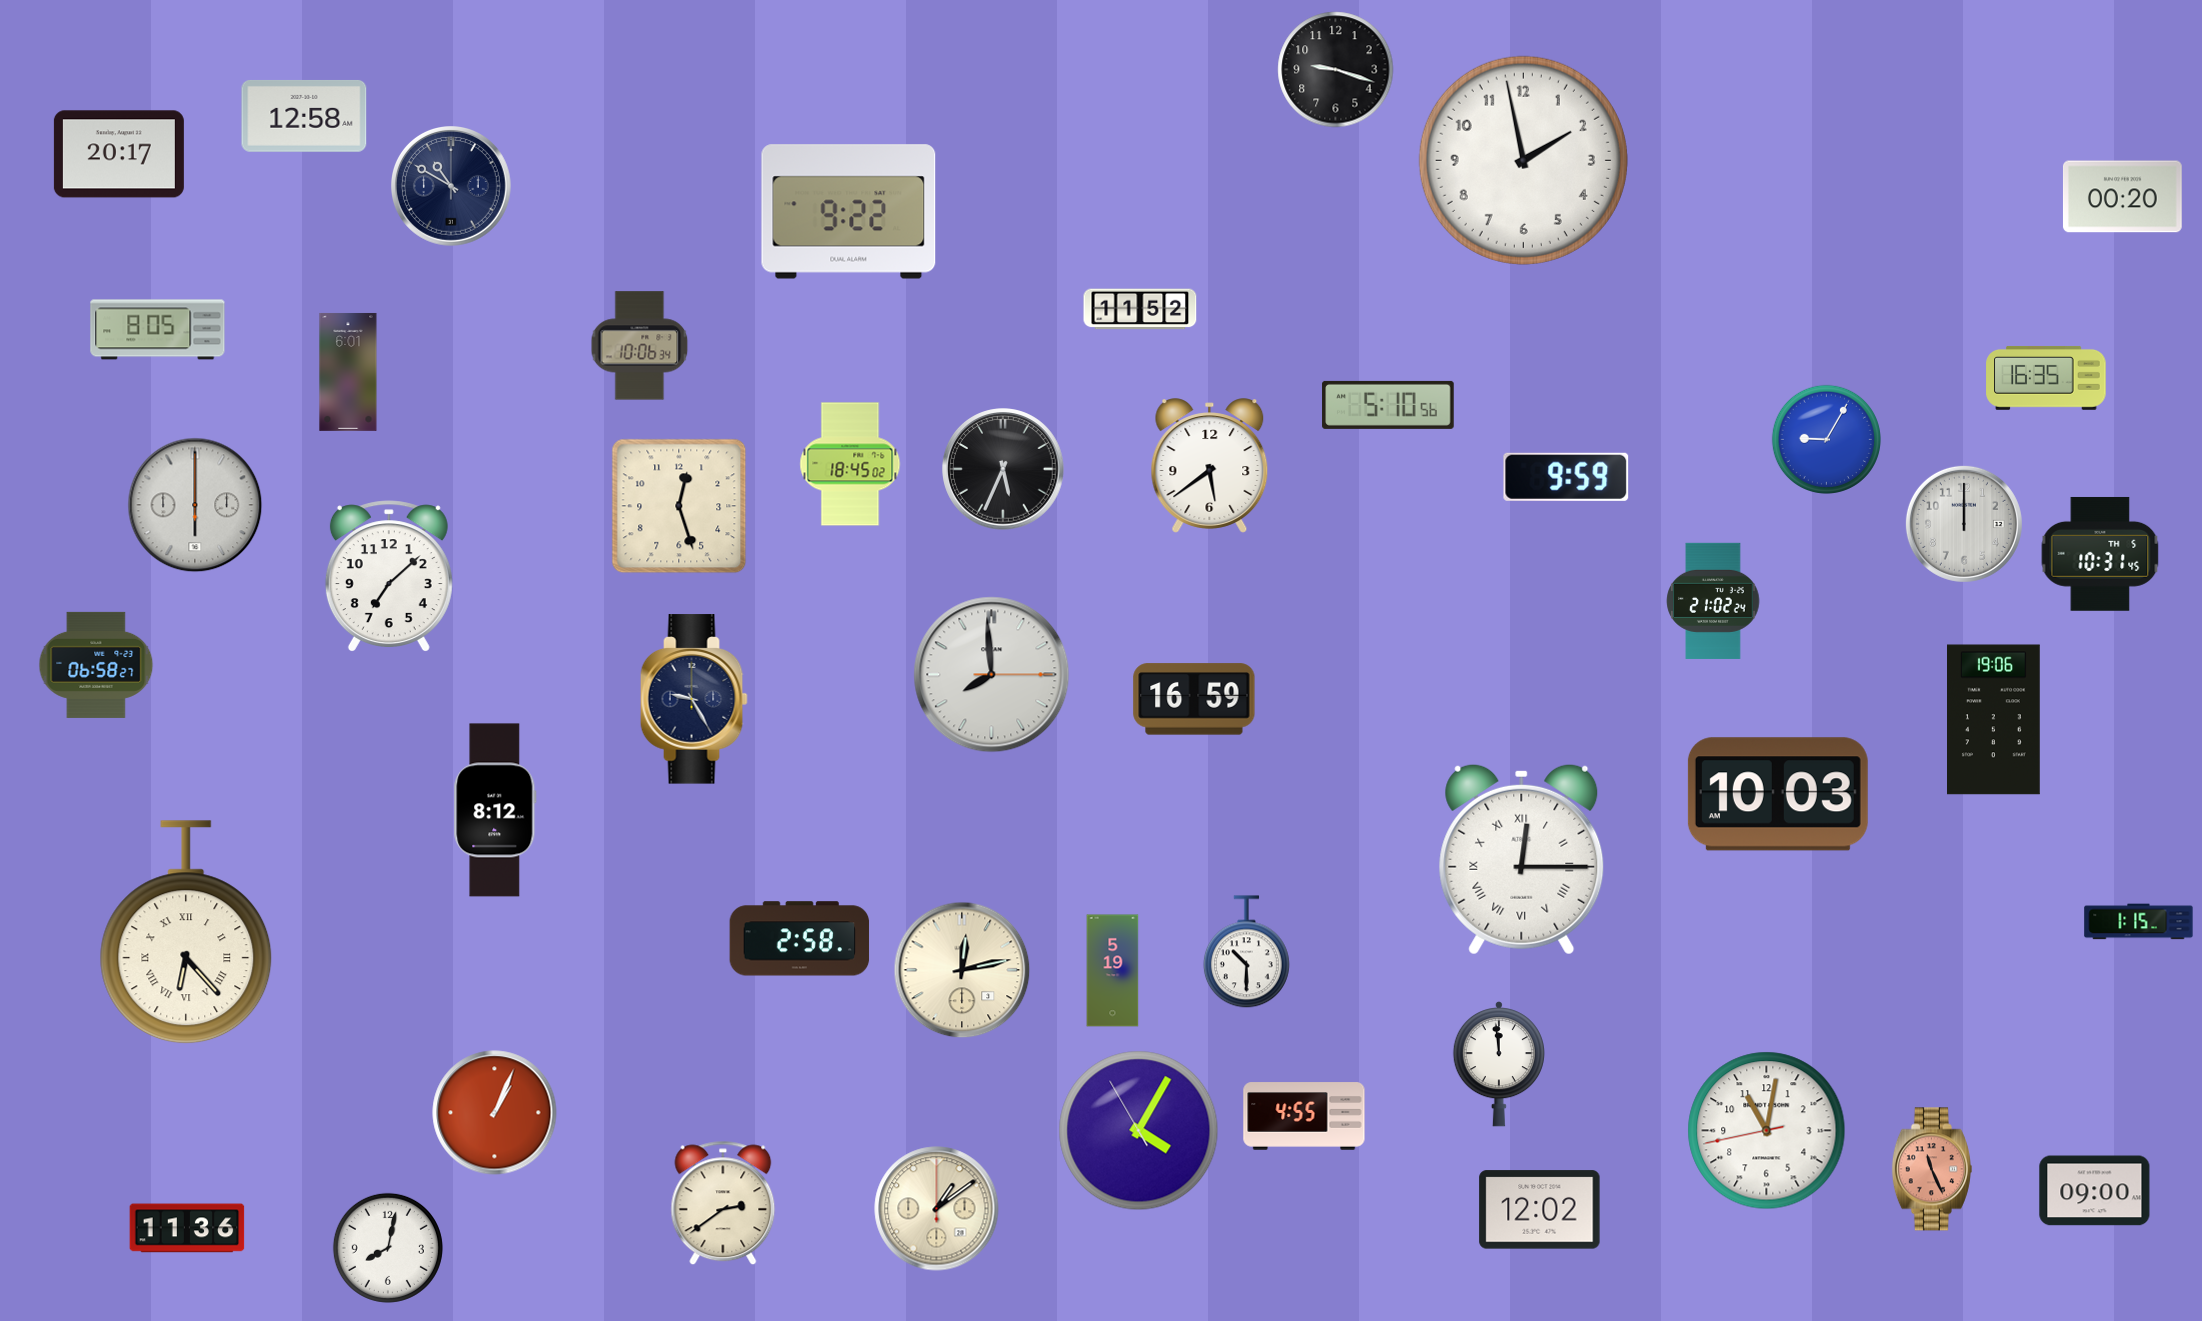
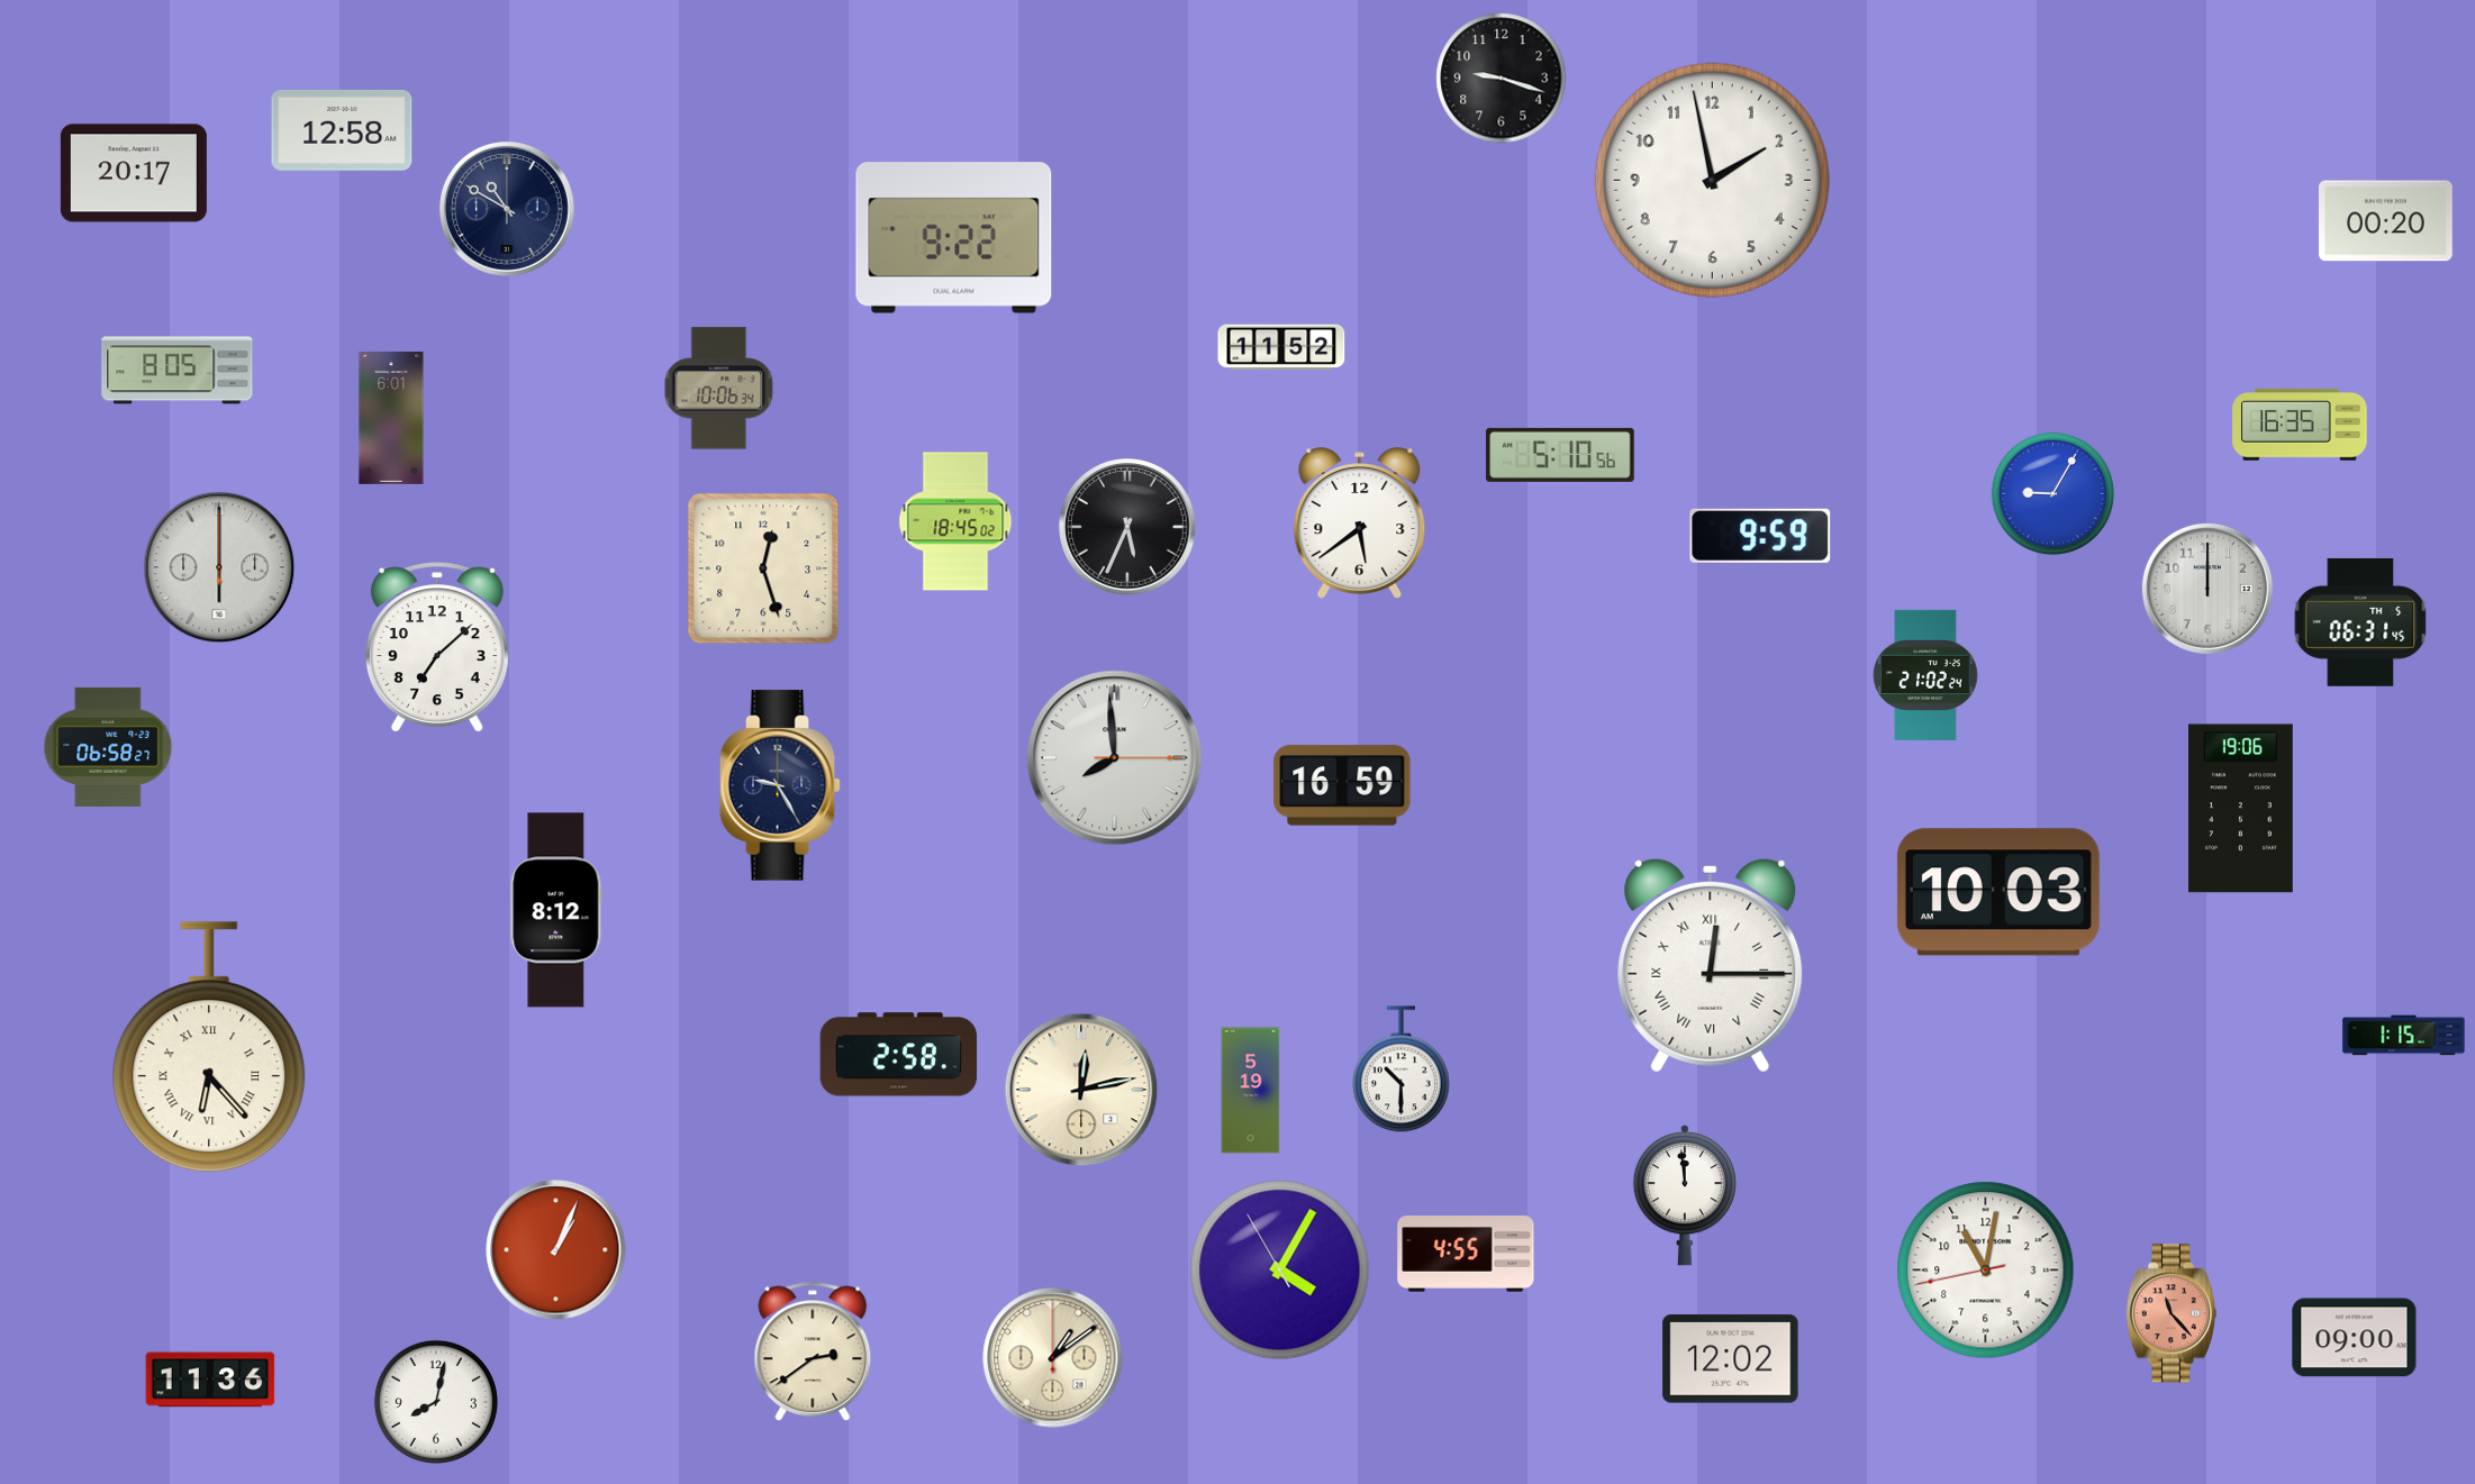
clock at (2100, 554): 10:31 -> 06:31
clock at (1932, 1169): 11:26 -> 11:23
